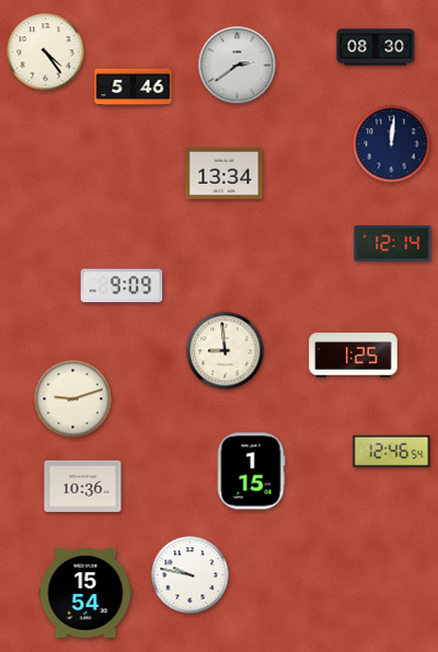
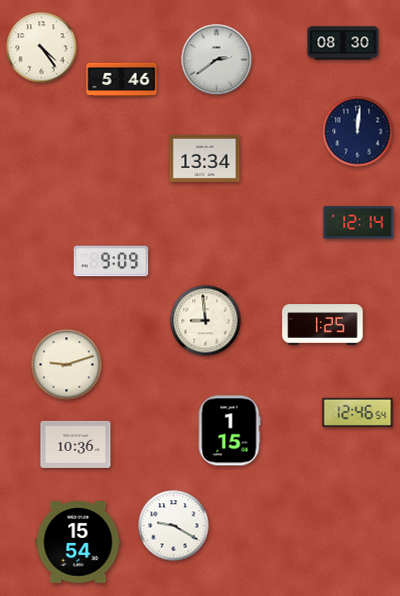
clock at (191, 575): 9:47 -> 9:20
